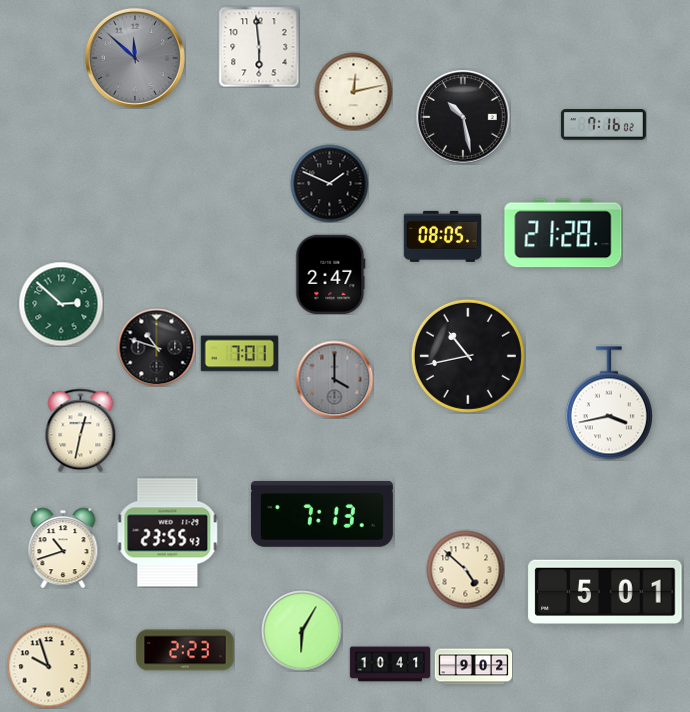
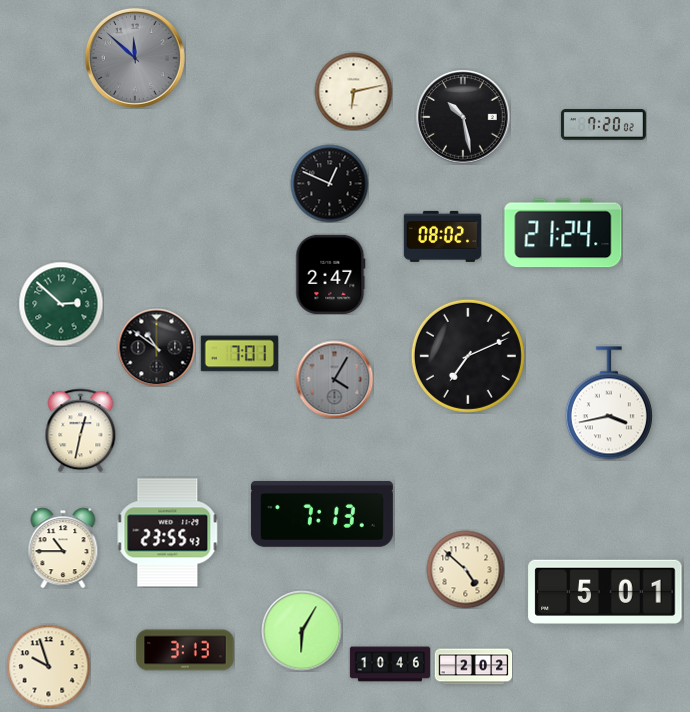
clock at (259, 47): 5:59 -> none
clock at (353, 91): 12:13 -> 6:13
clock at (603, 125): 7:16 -> 7:20
clock at (329, 183): 1:49 -> 12:49
clock at (563, 233): 21:28 -> 21:24
clock at (442, 236): 08:05 -> 08:02
clock at (156, 347): 10:48 -> 10:51
clock at (468, 356): 10:43 -> 7:11
clock at (334, 379): 4:00 -> 4:05
clock at (63, 548): 10:42 -> 10:45
clock at (185, 650): 2:23 -> 3:13
clock at (389, 664): 10:41 -> 10:46
clock at (473, 667): 9:02 -> 2:02
